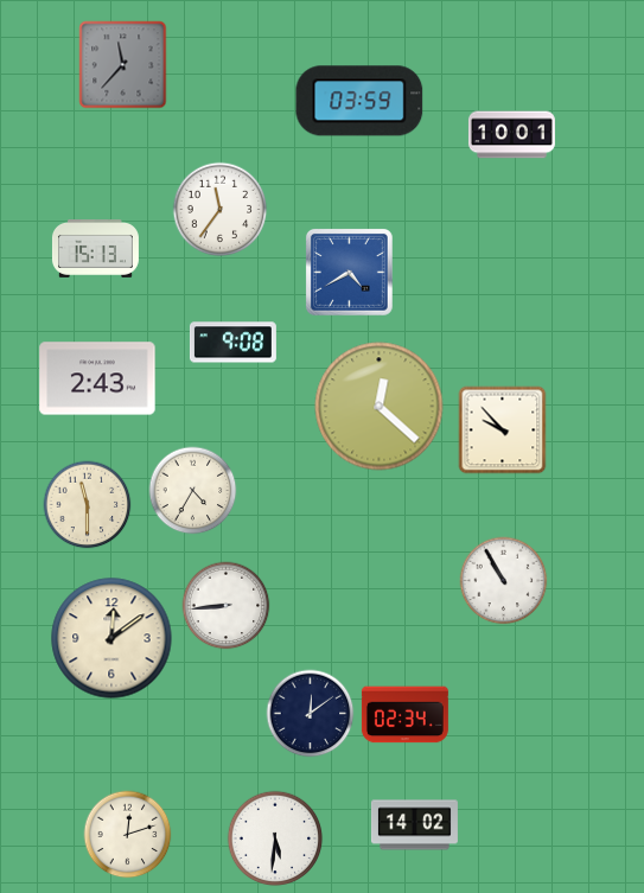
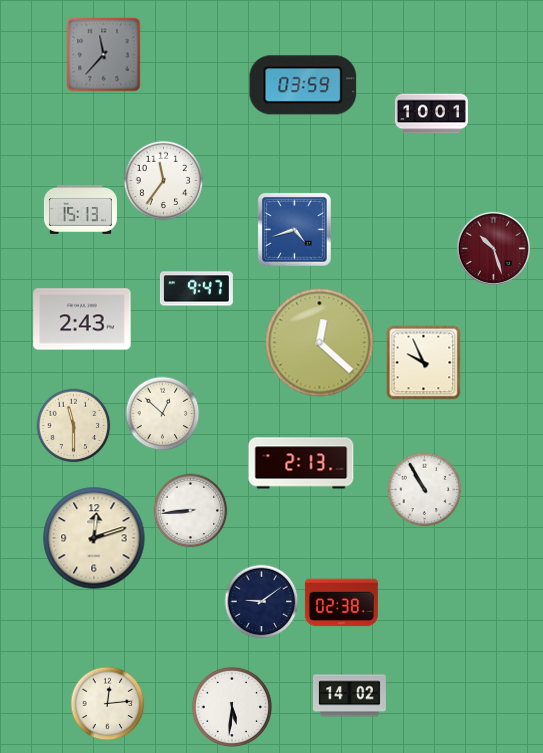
clock at (221, 210) position: (221, 210) -> (164, 181)
clock at (350, 273): 4:40 -> 4:42
clock at (493, 248): none -> 10:27
clock at (232, 343): 9:08 -> 9:47
clock at (503, 430): 9:53 -> 9:56
clock at (193, 491): 4:35 -> 12:52
clock at (301, 463): none -> 2:13
clock at (111, 638): 12:09 -> 12:12
clock at (311, 714): 12:09 -> 9:09
clock at (404, 715): 02:34 -> 02:38
clock at (128, 835): 12:12 -> 12:14
